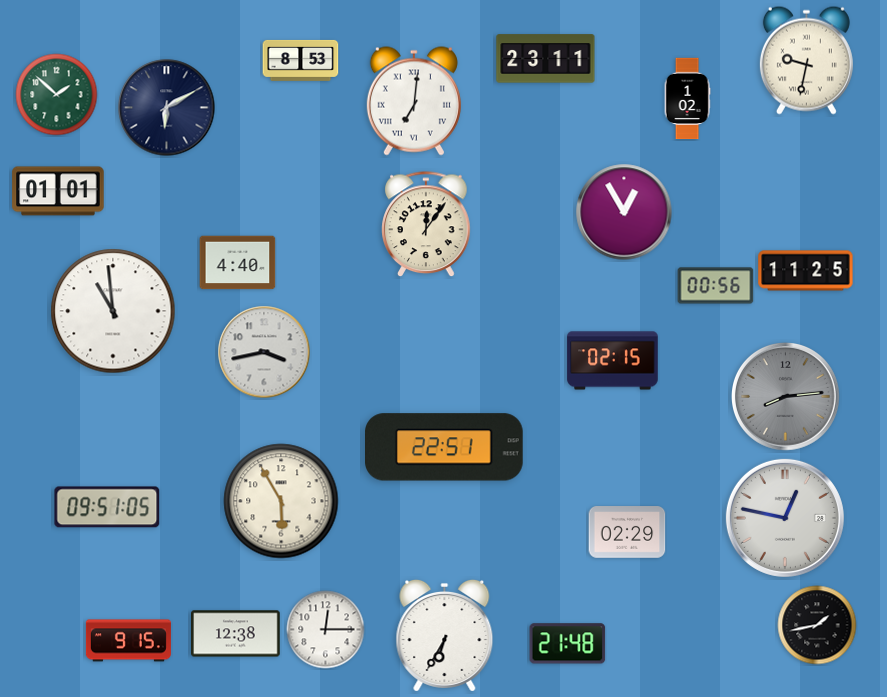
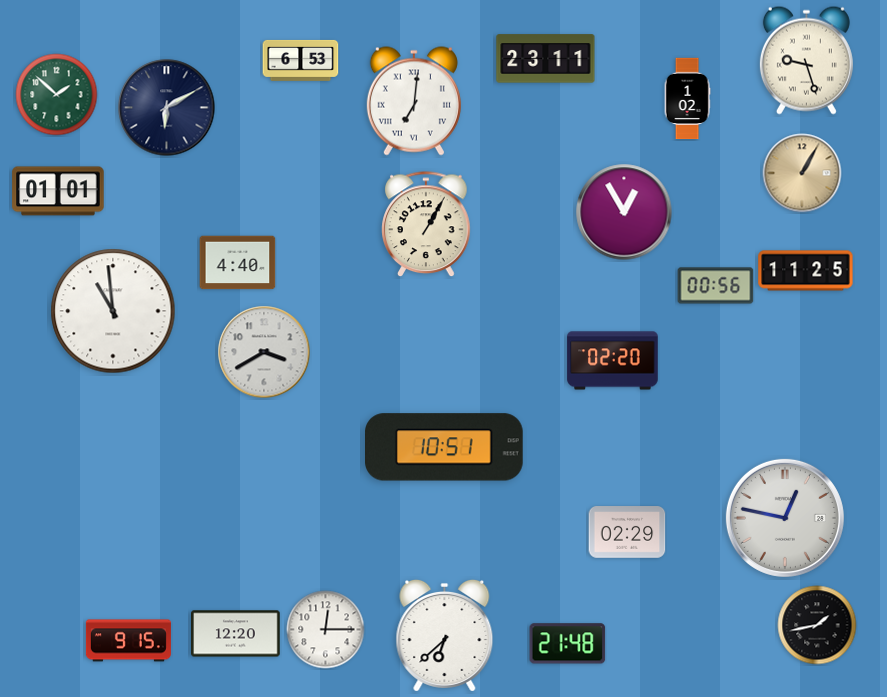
clock at (301, 60): 8:53 -> 6:53
clock at (806, 60): 9:32 -> 9:27
clock at (802, 173): none -> 1:05
clock at (426, 225): 12:06 -> 1:05
clock at (264, 352): 3:43 -> 3:40
clock at (613, 361): 02:15 -> 02:20
clock at (786, 397): 8:14 -> none
clock at (445, 447): 22:51 -> 10:51
clock at (281, 501): 5:55 -> none
clock at (107, 507): 09:51 -> none
clock at (236, 634): 12:38 -> 12:20
clock at (445, 635): 6:35 -> 6:38
